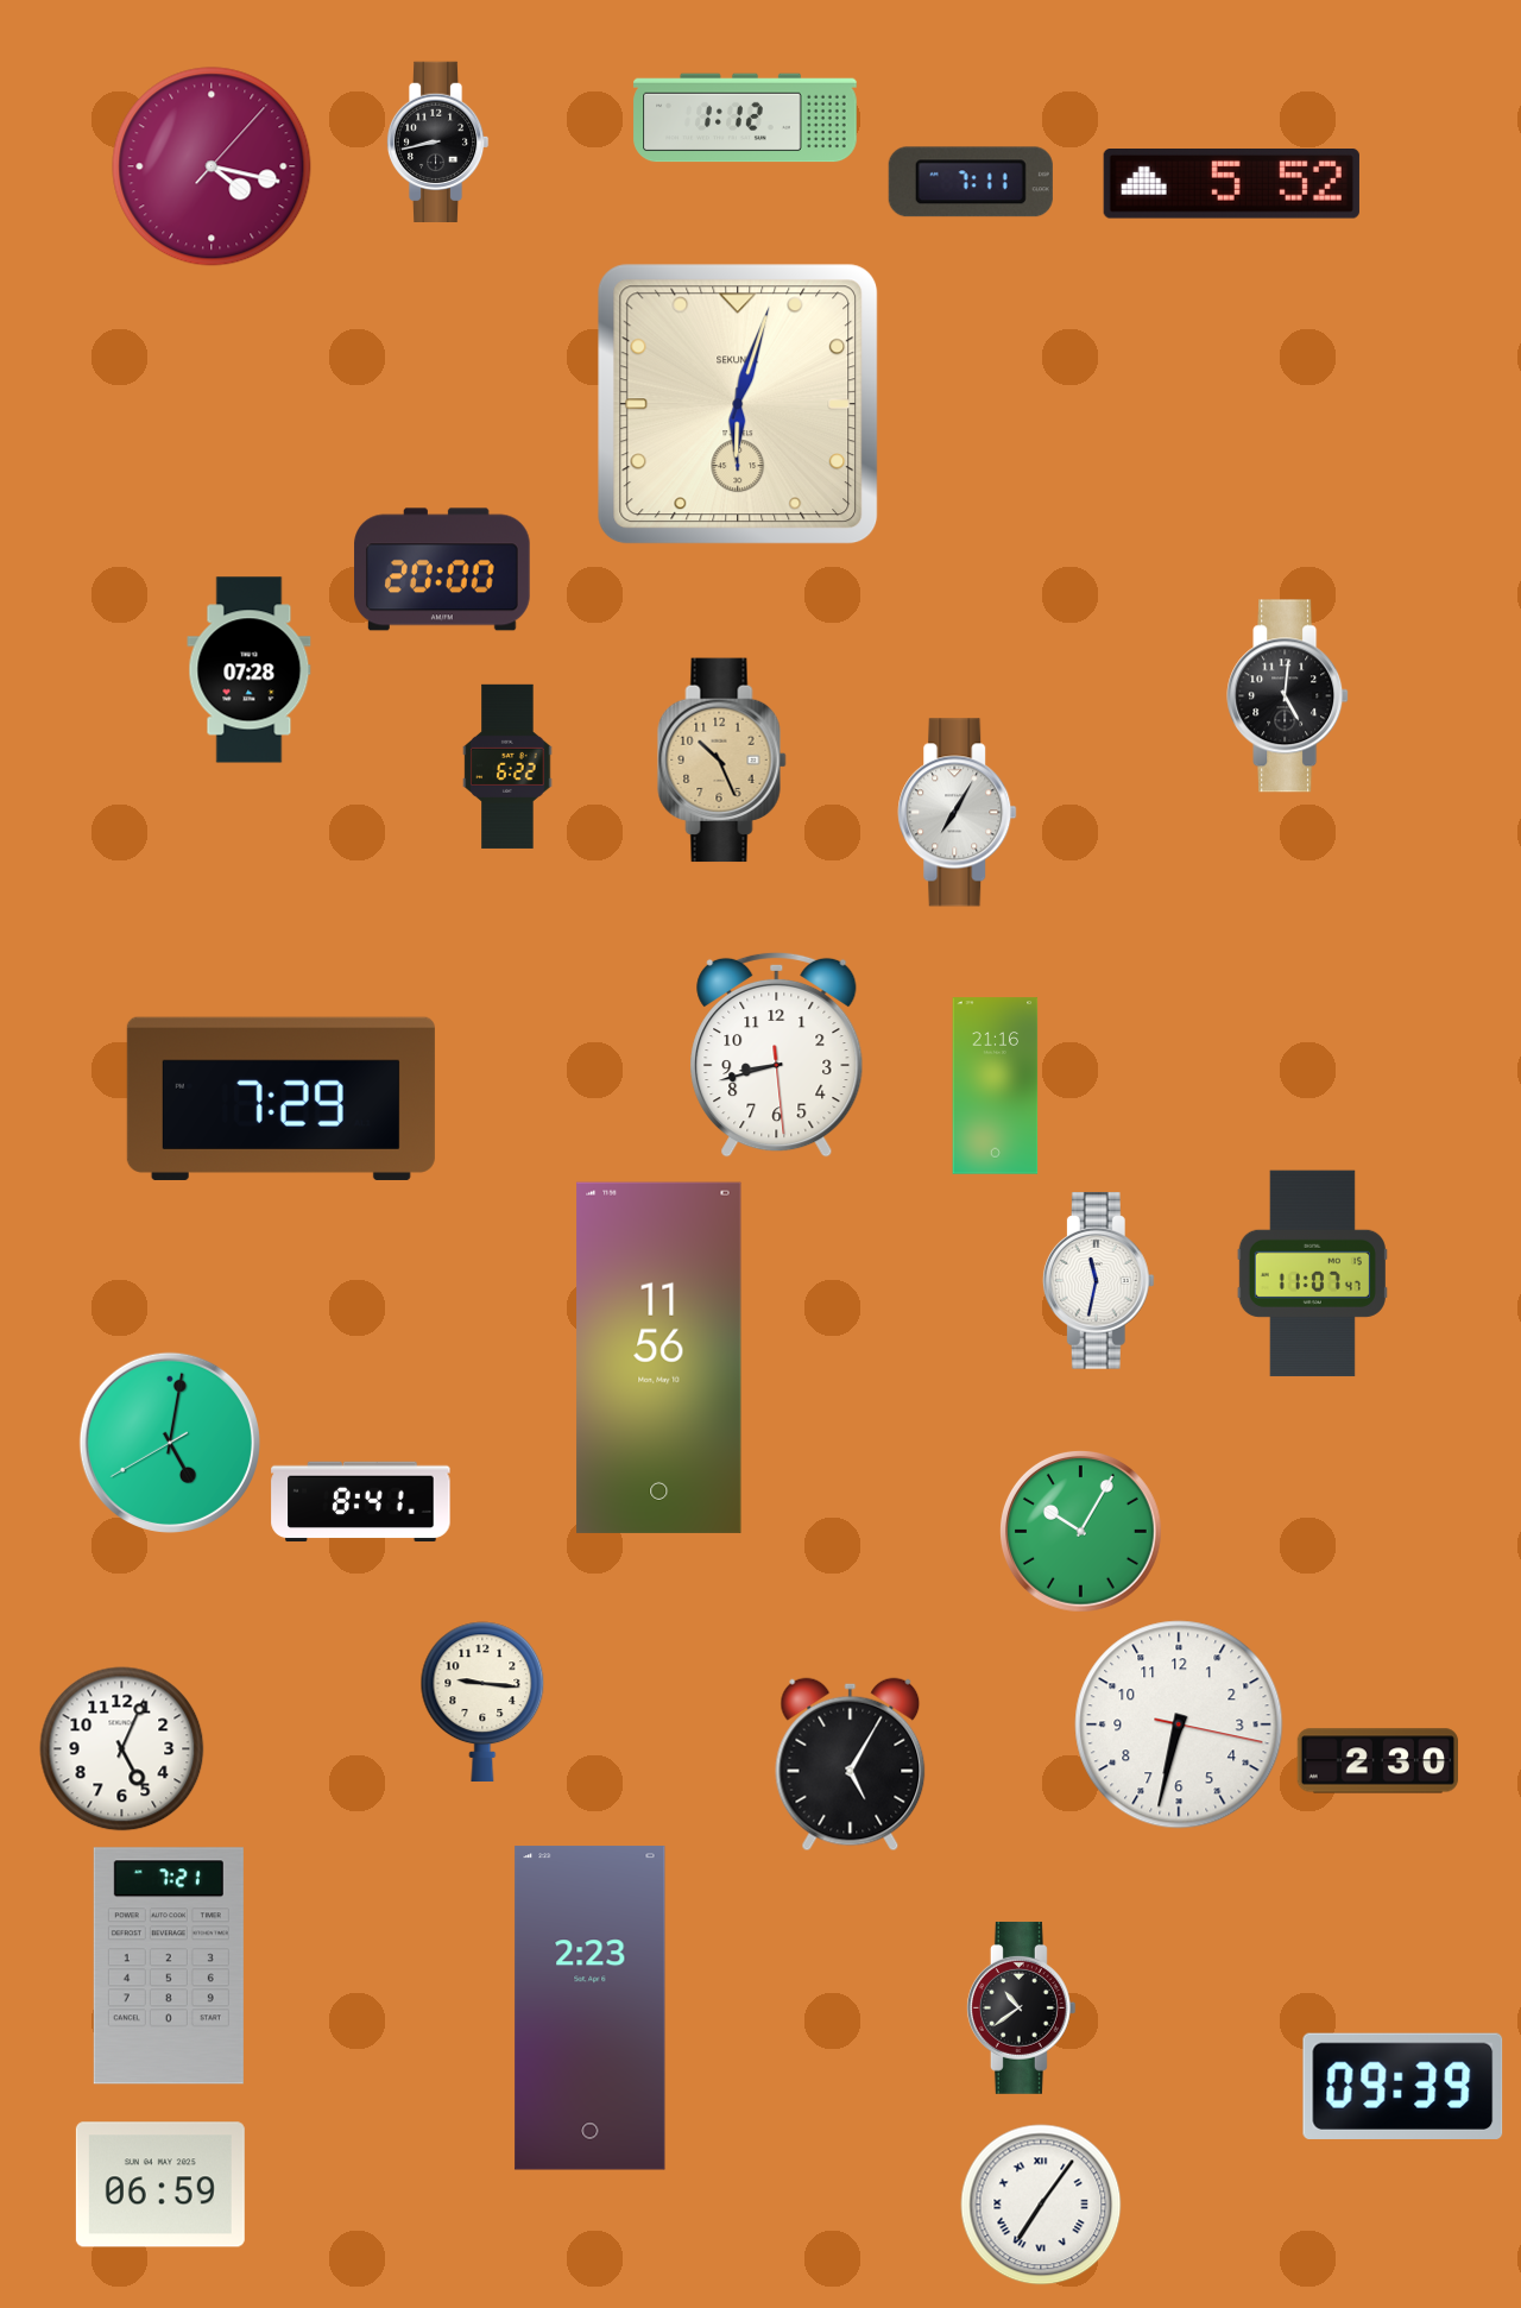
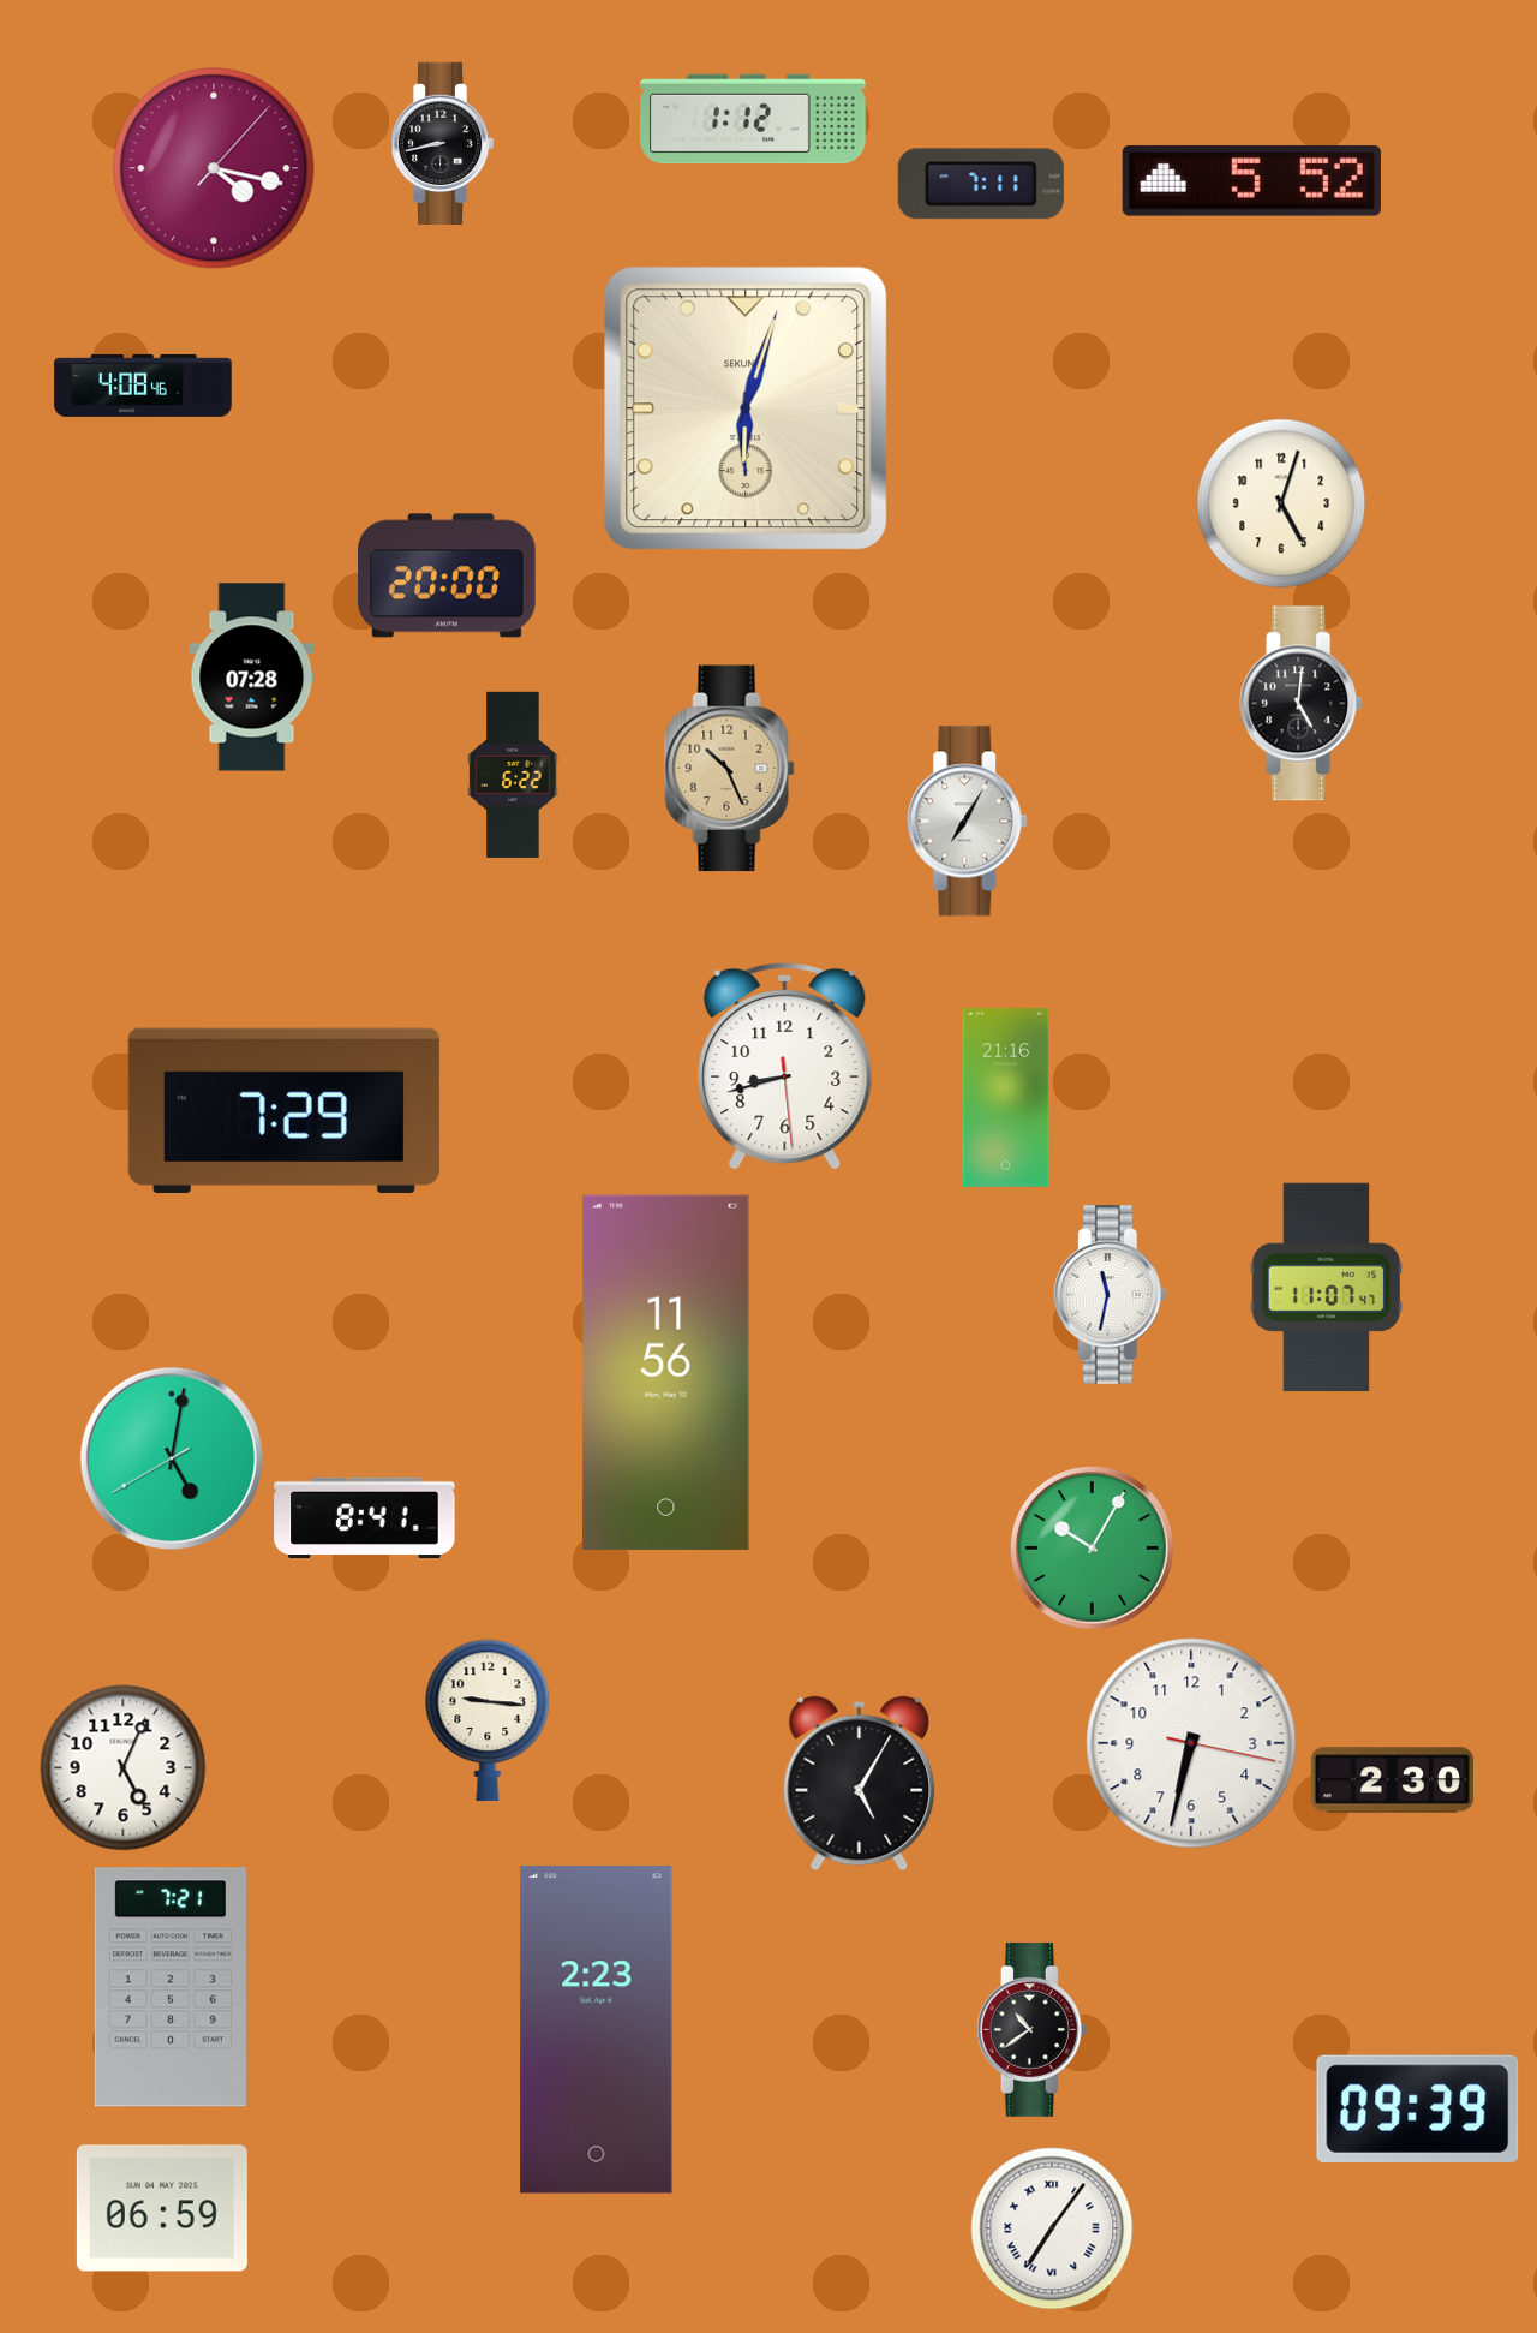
clock at (1231, 184) position: (1231, 184) -> (1251, 181)
clock at (143, 386): none -> 4:08
clock at (1281, 503): none -> 5:03
